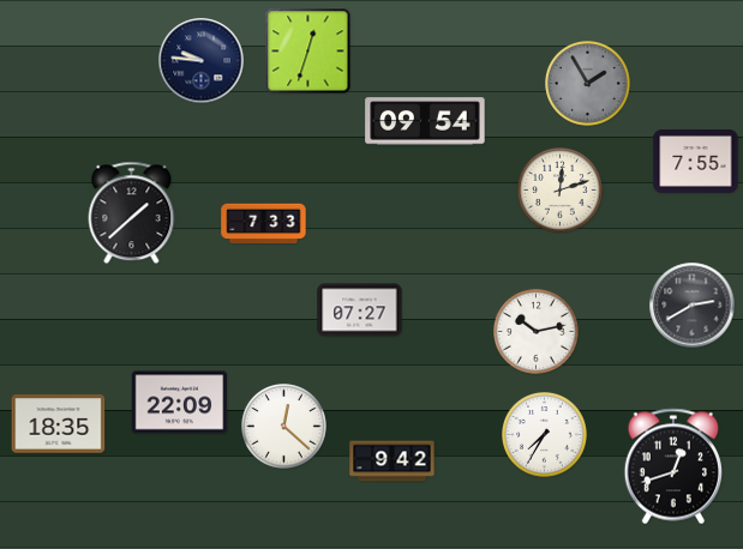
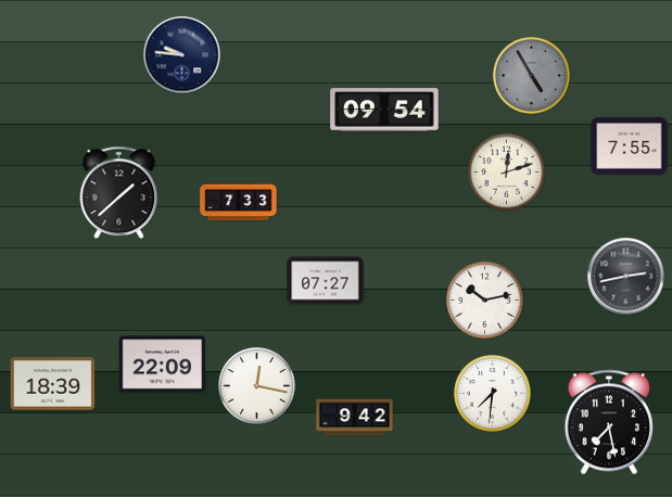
clock at (308, 52): 12:33 -> none
clock at (588, 84): 1:55 -> 4:55
clock at (693, 306): 2:40 -> 2:43
clock at (59, 424): 18:35 -> 18:39
clock at (284, 427): 12:22 -> 12:17
clock at (545, 435): 7:35 -> 7:31
clock at (672, 466): 12:42 -> 7:28
